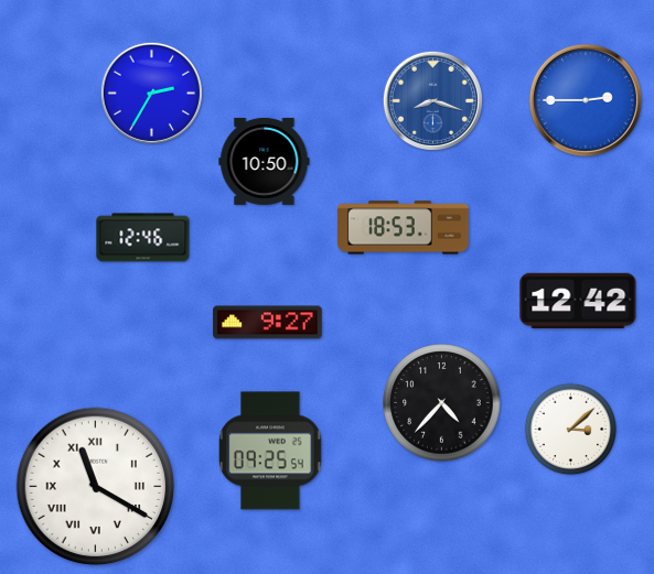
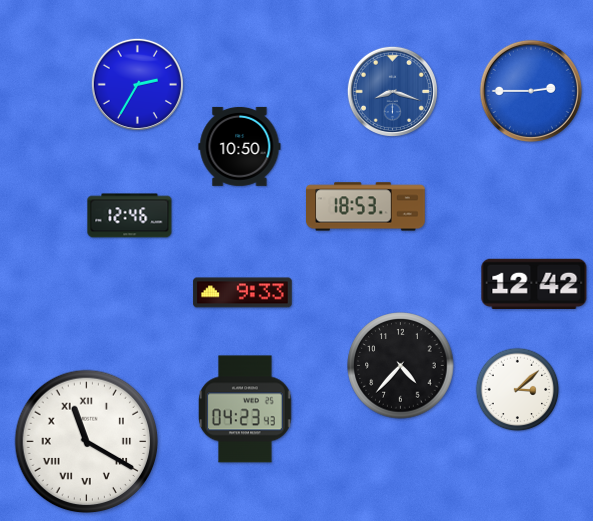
clock at (578, 300) position: (578, 300) -> (534, 283)
clock at (268, 323): 9:27 -> 9:33
clock at (271, 451): 09:25 -> 04:23
